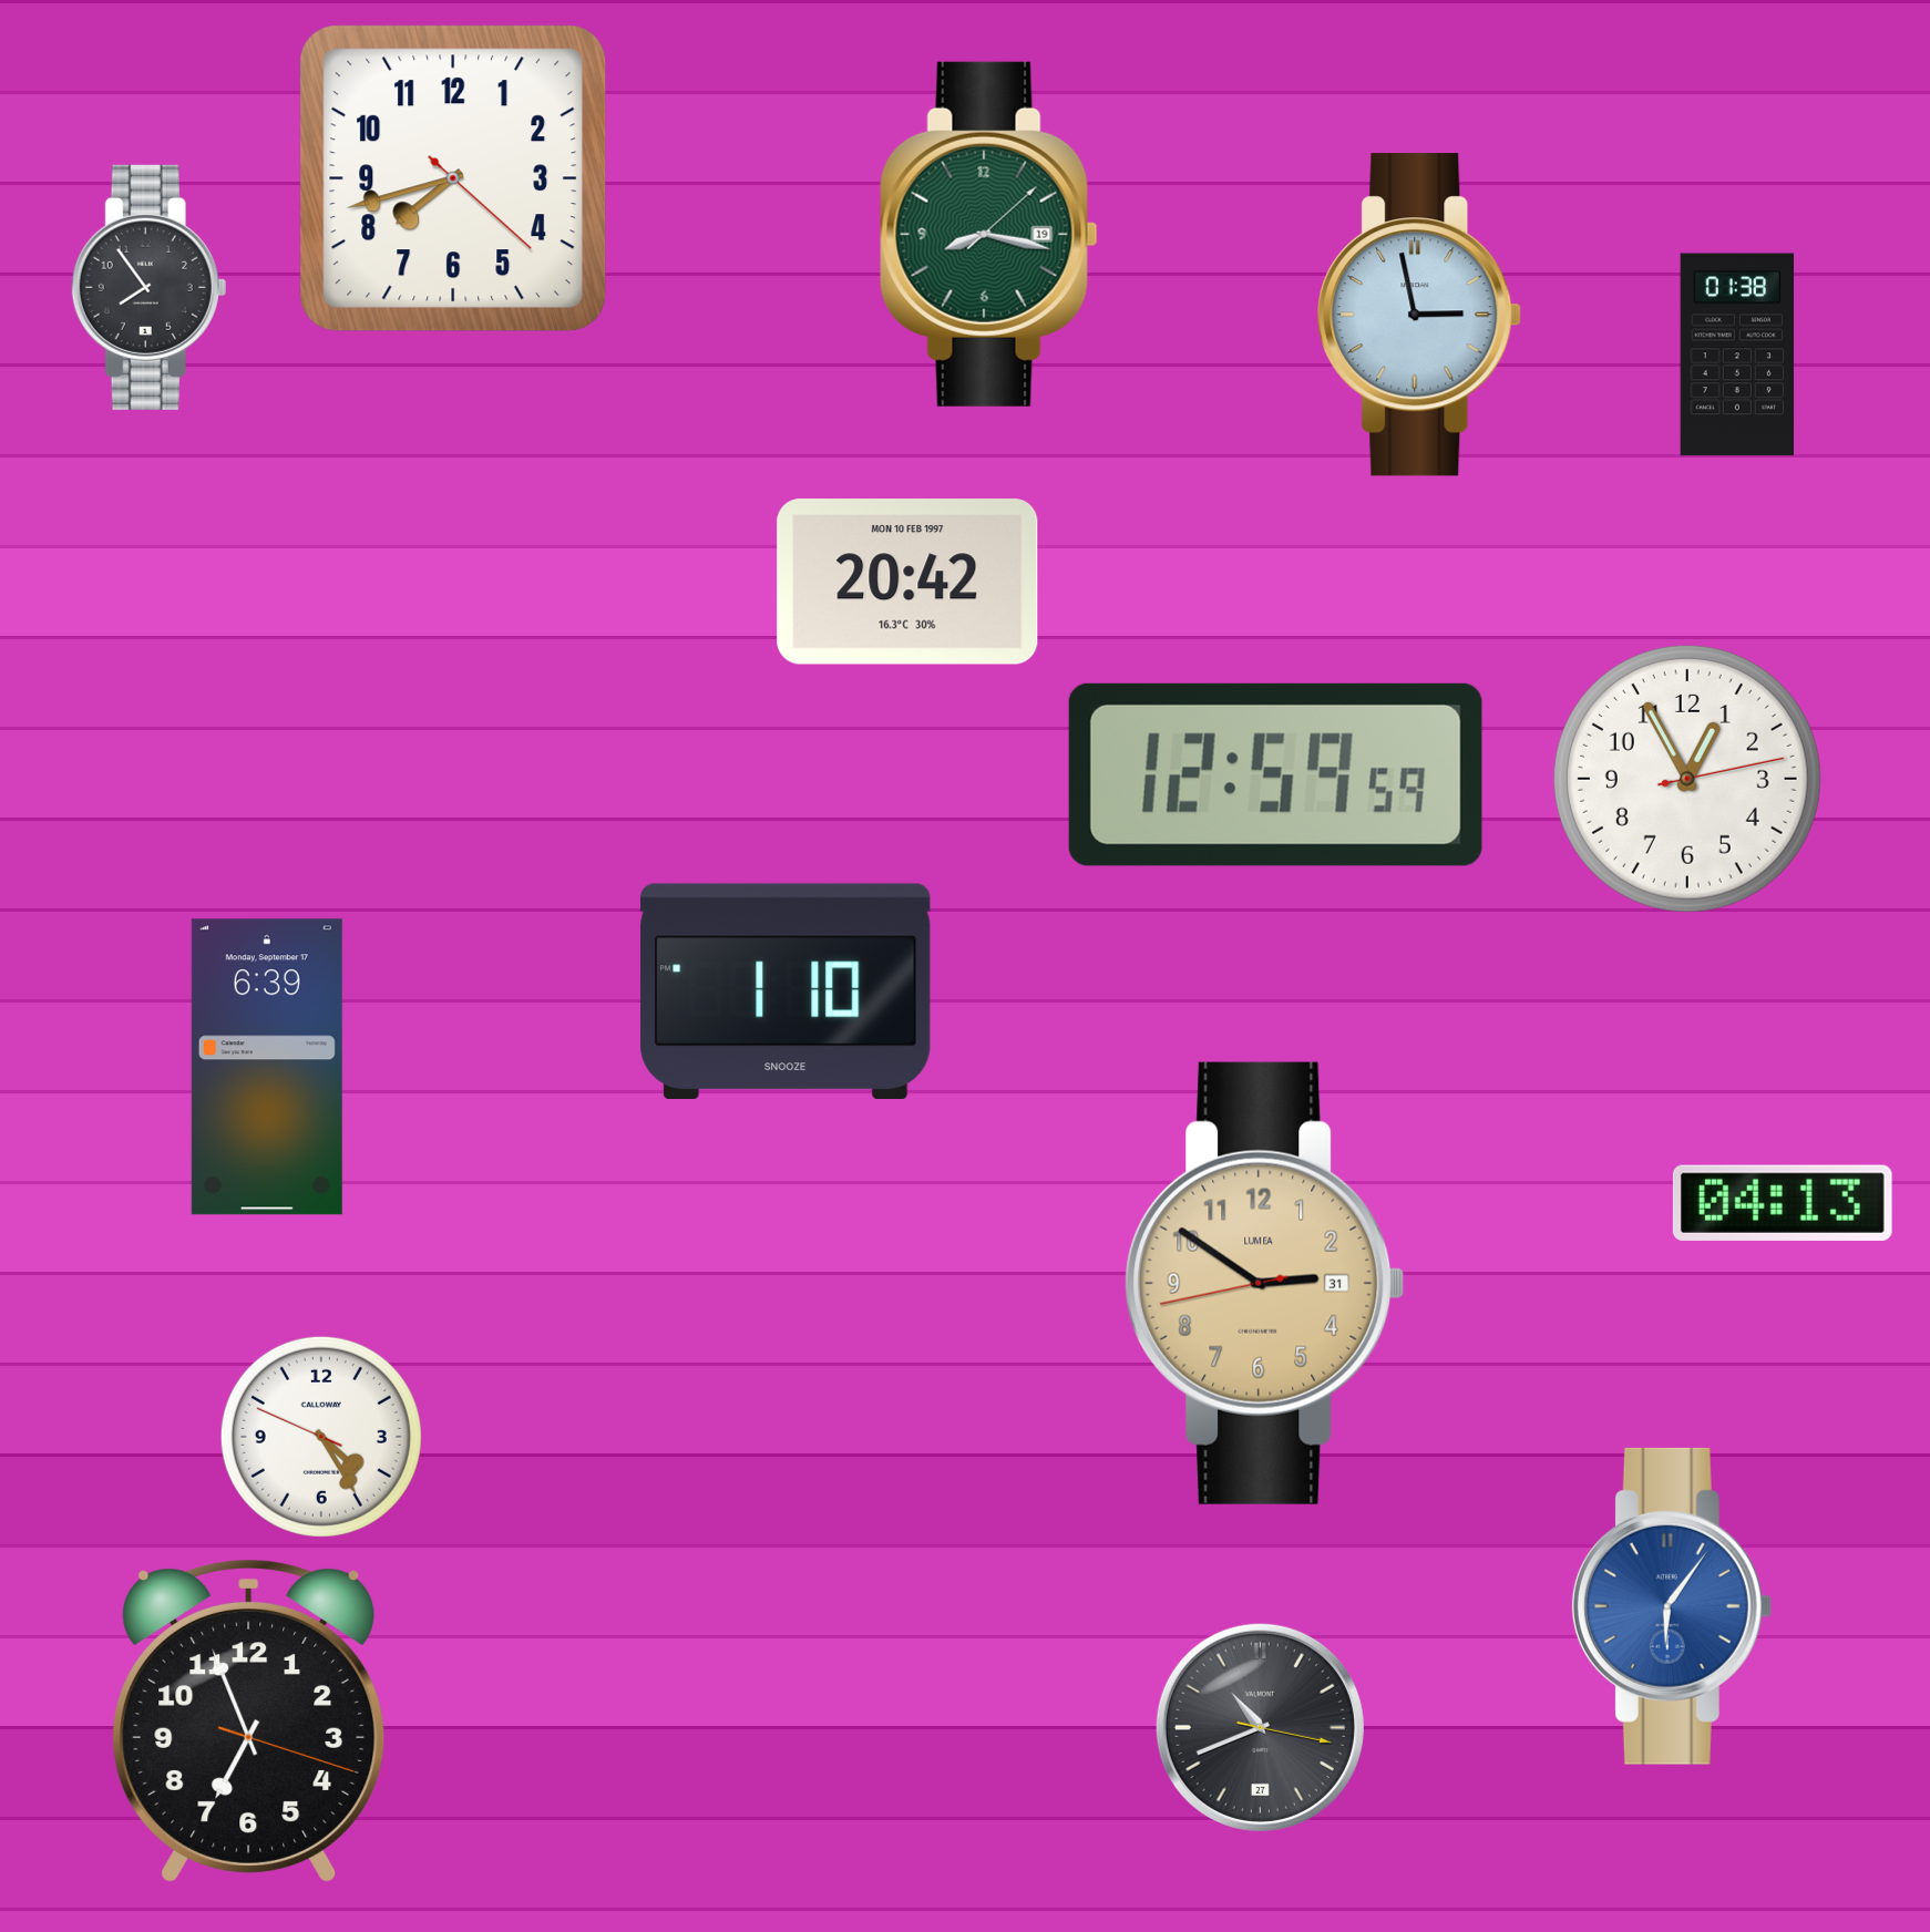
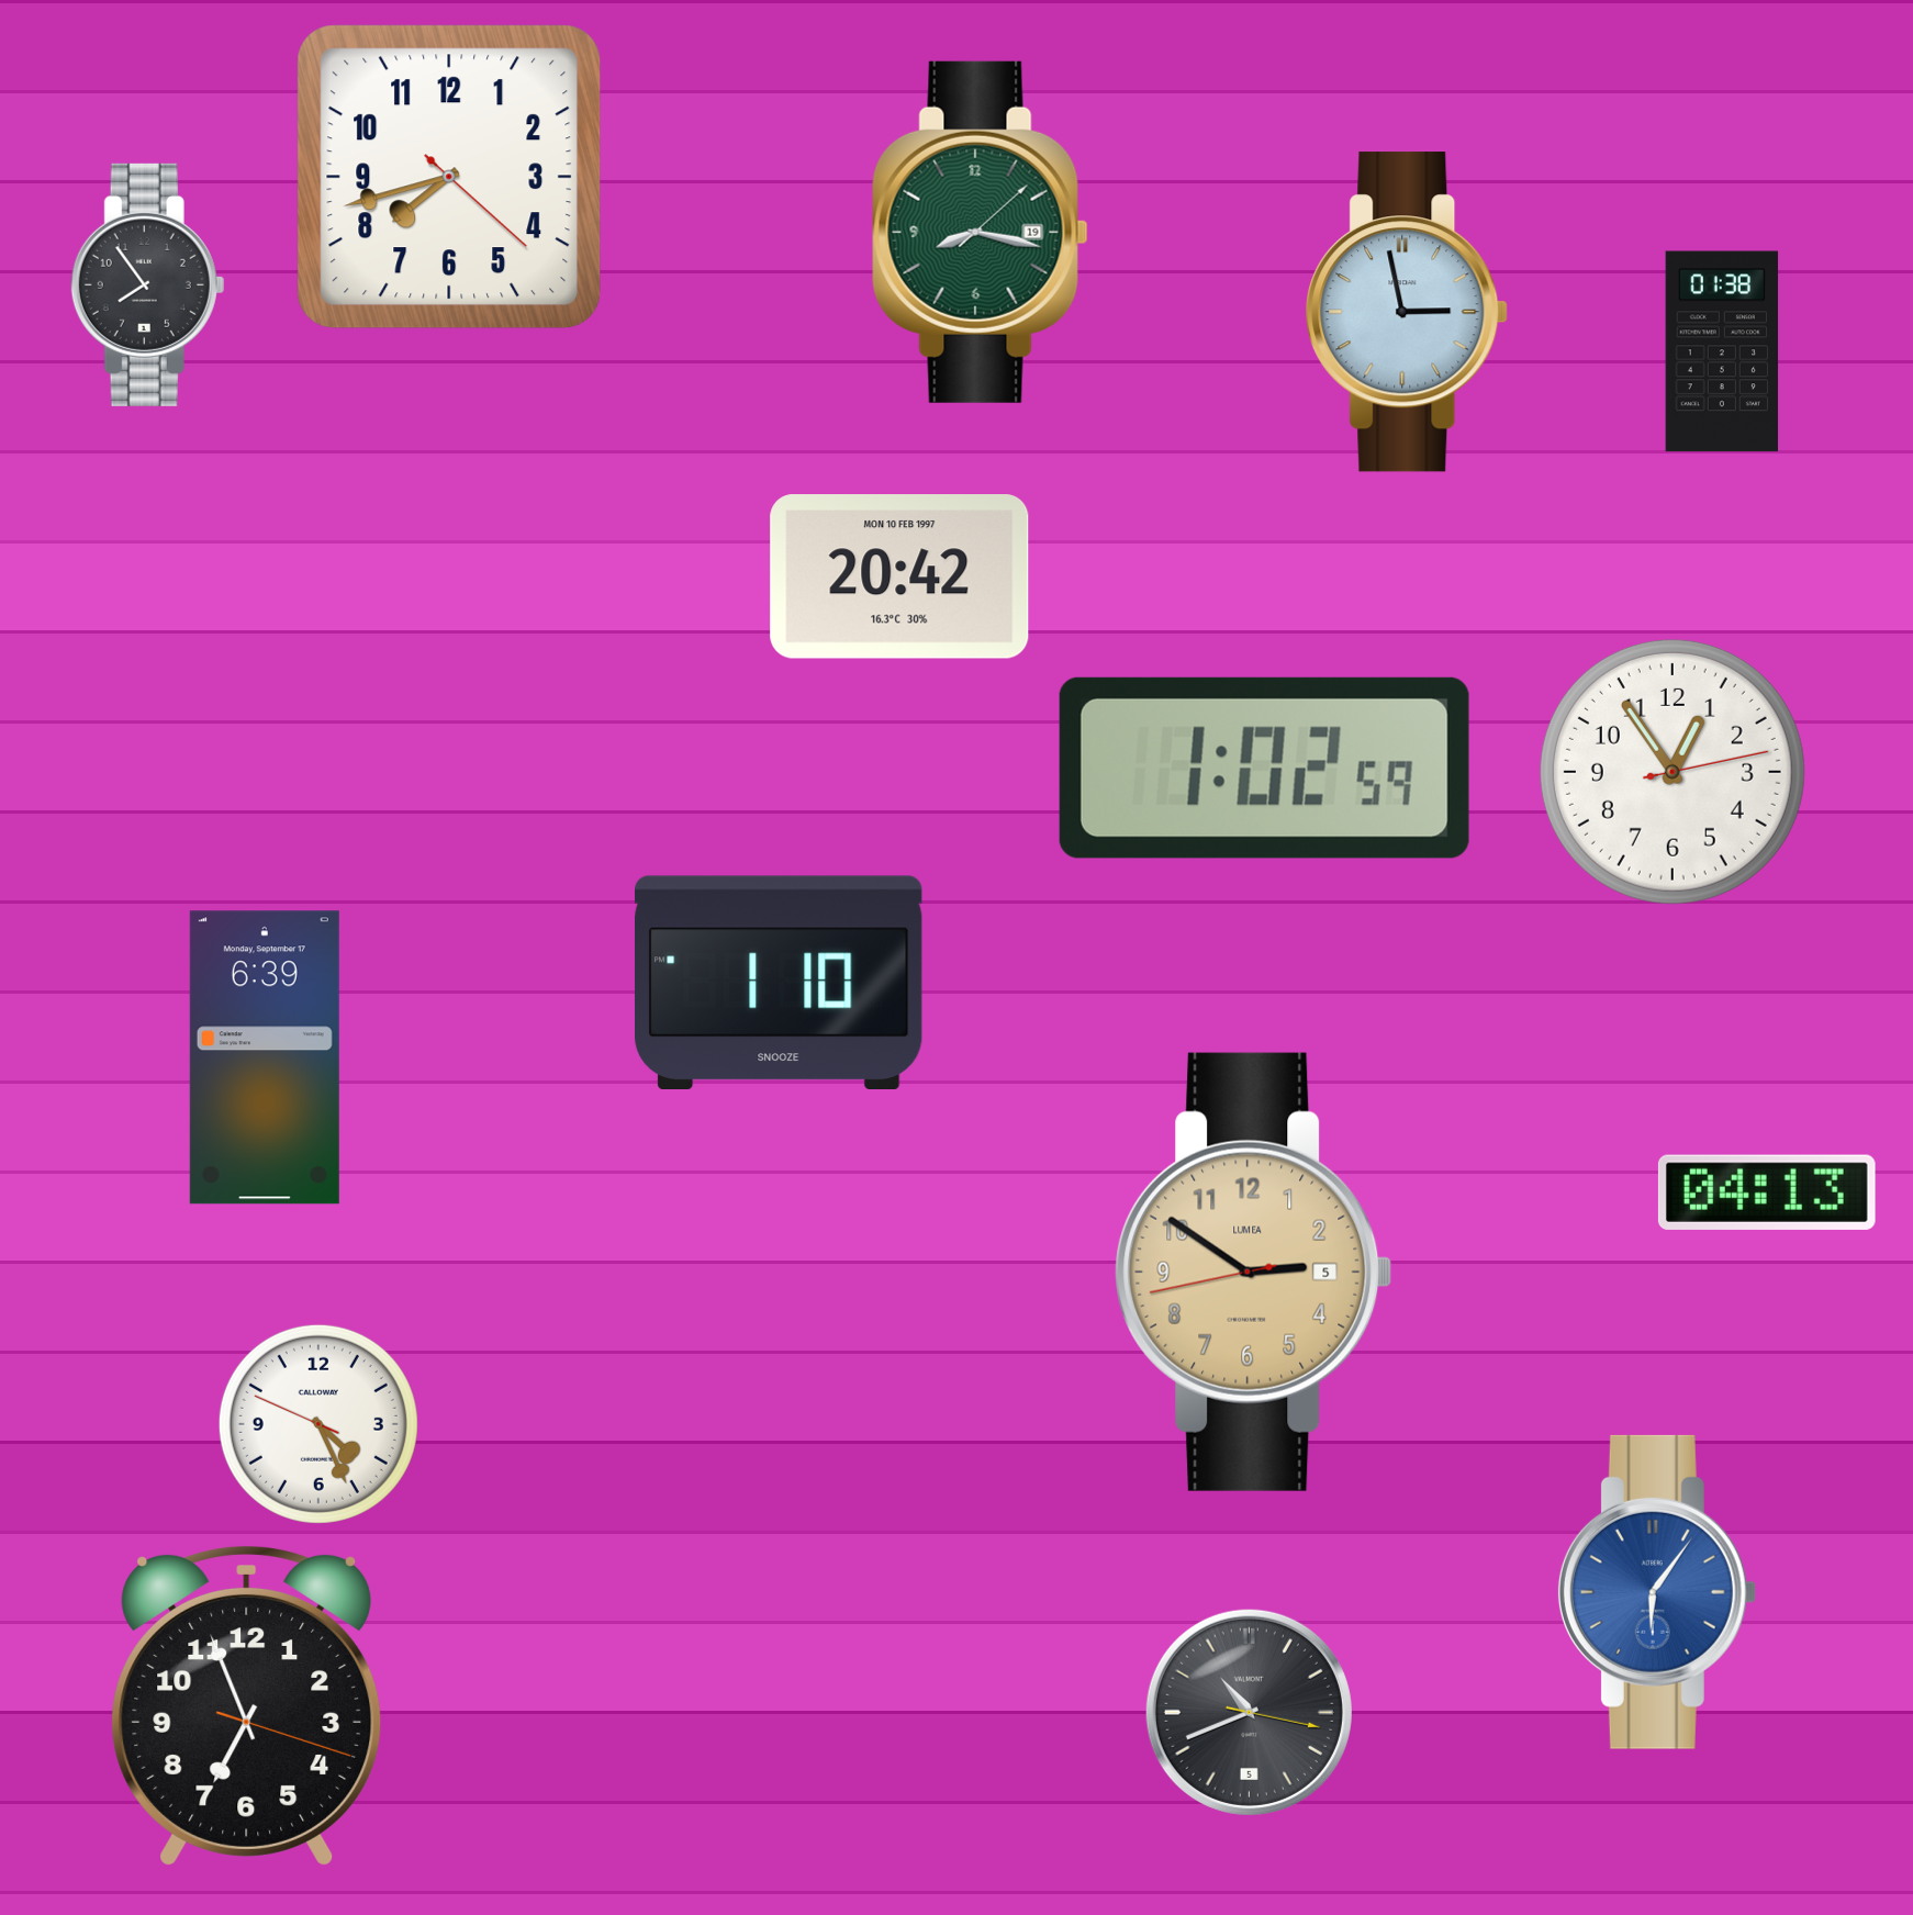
clock at (1275, 774): 12:59 -> 1:02
clock at (1687, 779): 12:55 -> 12:54
clock at (1265, 1283) date: 31 -> 5
clock at (321, 1437): 4:24 -> 4:25
clock at (1260, 1727) date: 27 -> 5
